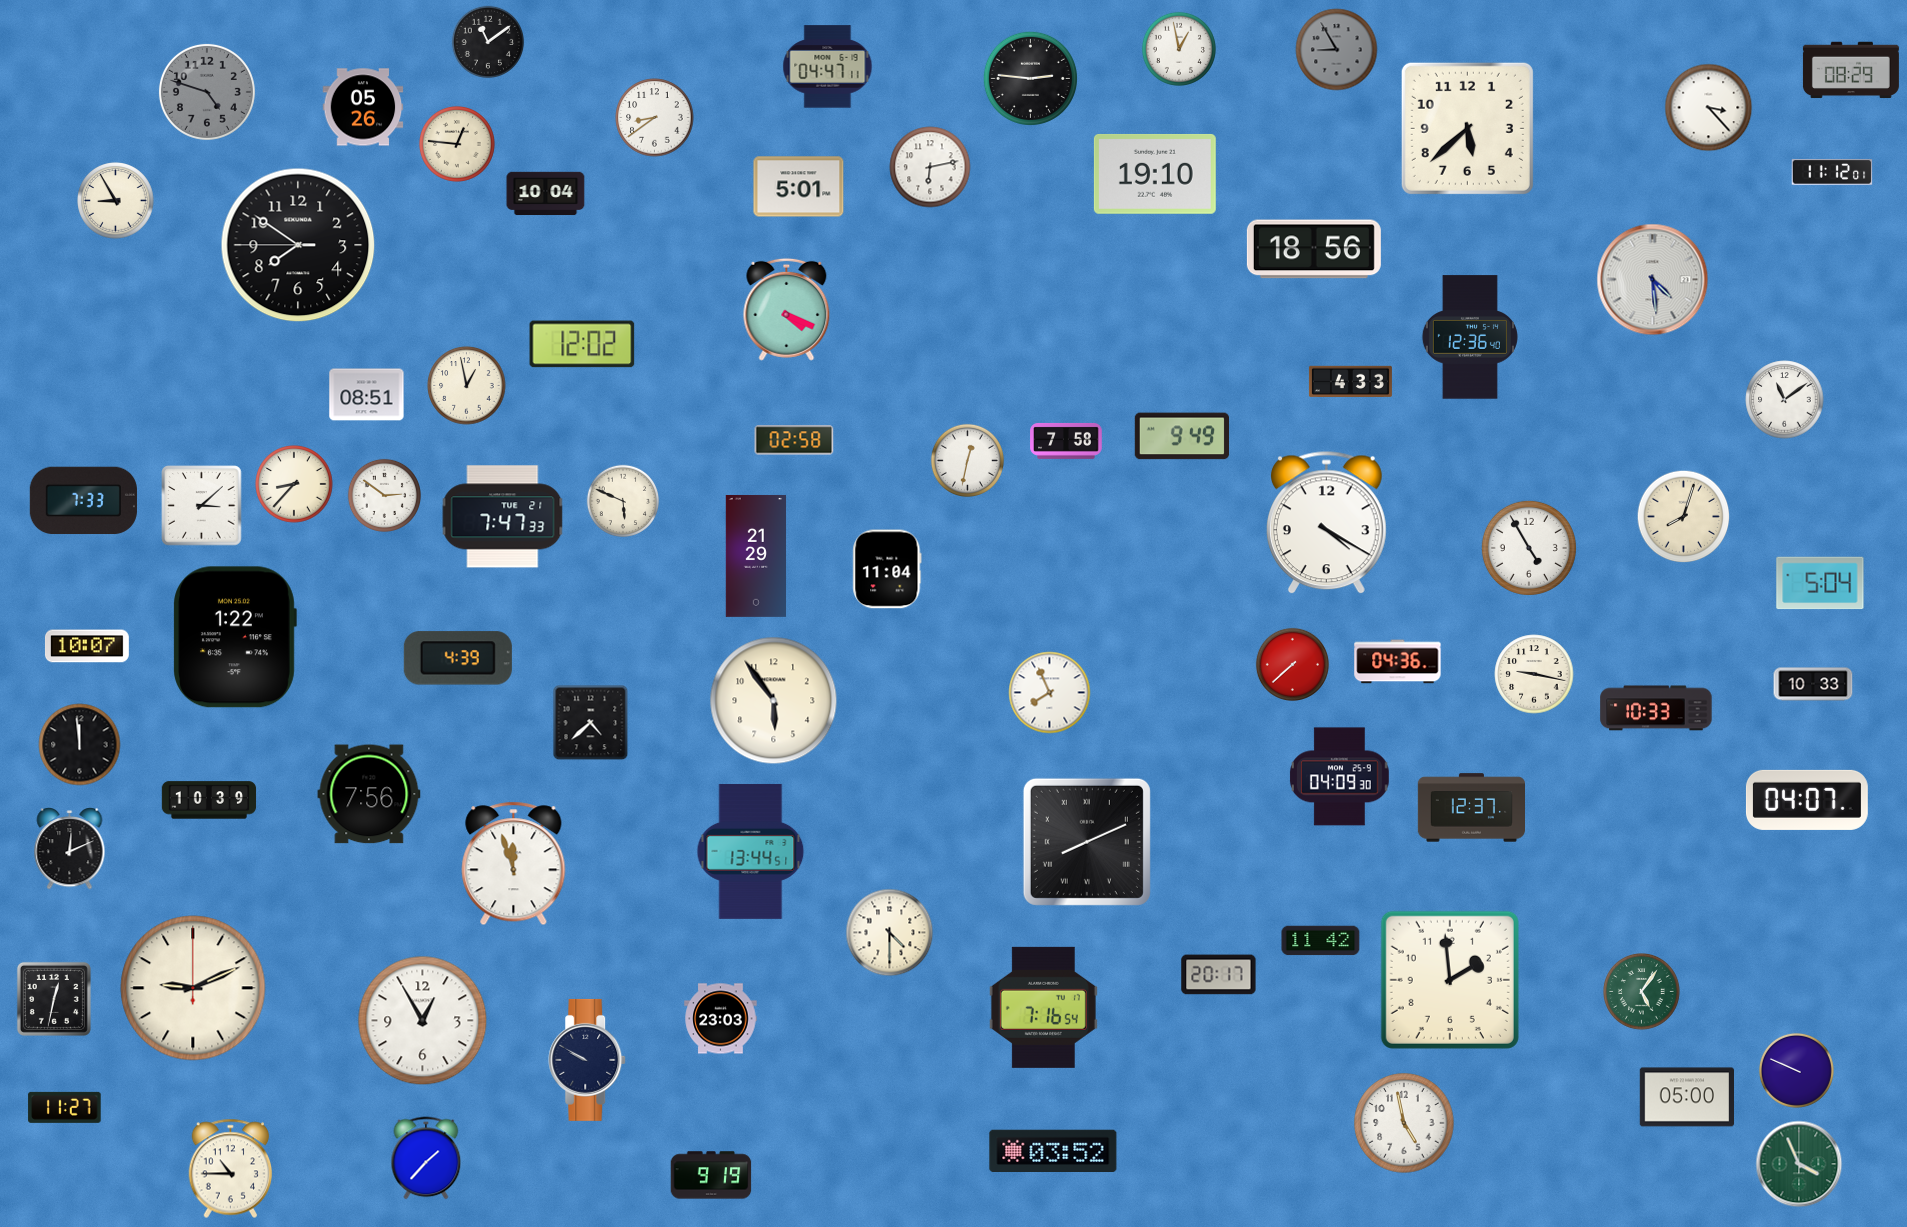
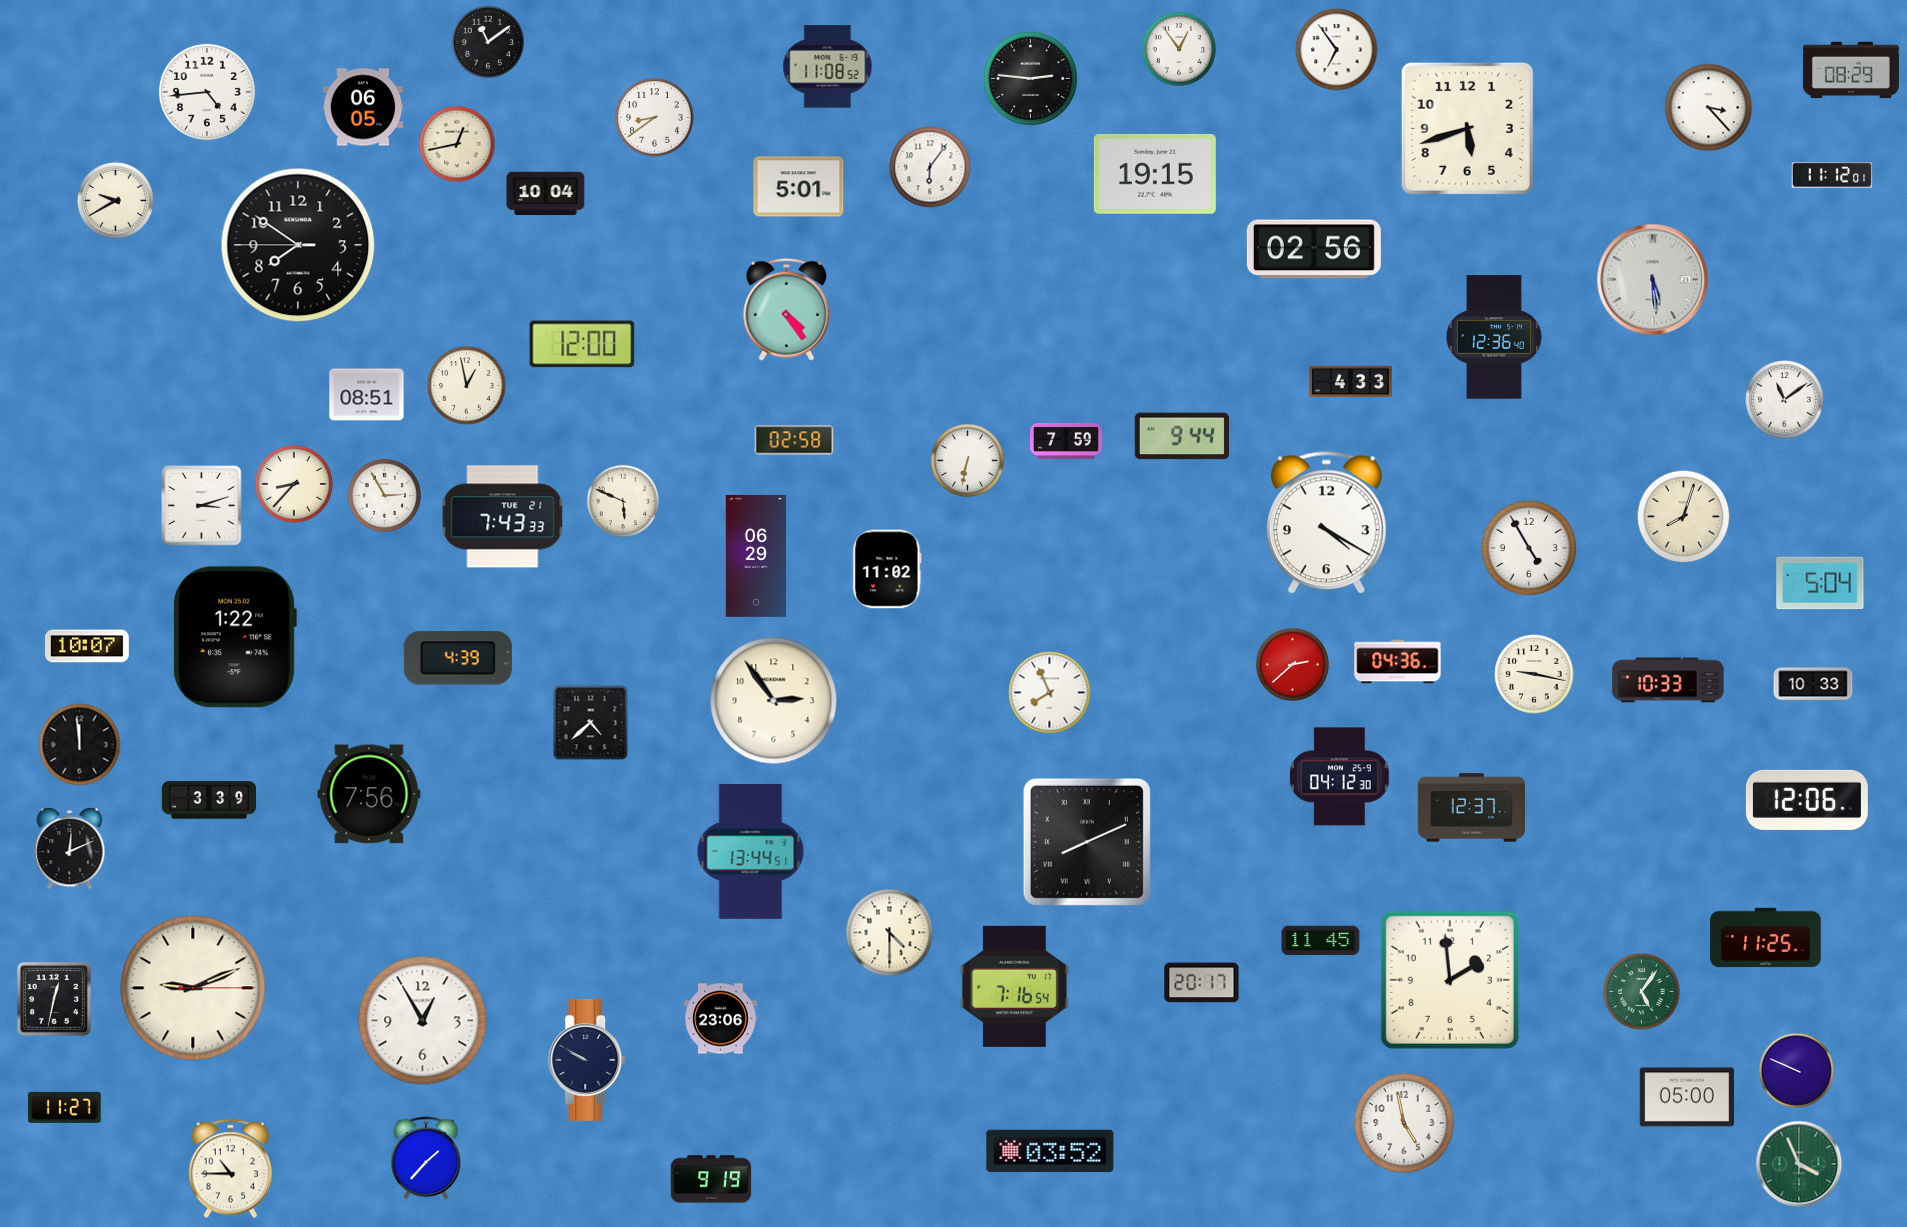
clock at (1179, 49): 12:58 -> 12:54
clock at (1337, 50): 8:55 -> 6:54
clock at (1337, 50) dial: grey -> white
clock at (828, 67): 04:47 -> 11:08
clock at (207, 92): 4:48 -> 4:44
clock at (207, 92) dial: grey -> white
clock at (363, 107): 05:26 -> 06:05
clock at (1467, 128): 5:38 -> 5:42
clock at (457, 144): 12:46 -> 12:43
clock at (930, 167): 6:13 -> 6:06
clock at (1832, 172) position: (1832, 172) -> (1832, 175)
clock at (1155, 174): 19:10 -> 19:15
clock at (116, 201): 8:55 -> 9:40
clock at (1314, 249): 18:56 -> 02:56
clock at (1653, 280): 4:29 -> 5:29
clock at (787, 309): 4:19 -> 4:24
clock at (1470, 337) position: (1470, 337) -> (1494, 337)
clock at (582, 344): 12:02 -> 12:00
clock at (1181, 436): 9:49 -> 9:44
clock at (1066, 441): 7:58 -> 7:59
clock at (967, 460): 12:32 -> 6:32
clock at (384, 495): 2:51 -> 2:55
clock at (83, 501): 7:33 -> none
clock at (202, 506): 3:08 -> 3:12
clock at (503, 517): 7:47 -> 7:43
clock at (756, 556): 21:29 -> 06:29
clock at (887, 569): 11:04 -> 11:02
clock at (1292, 664): 7:38 -> 2:38
clock at (774, 701): 5:54 -> 2:54
clock at (1656, 708) position: (1656, 708) -> (1668, 680)
clock at (1339, 777): 04:09 -> 04:12
clock at (209, 800): 10:39 -> 3:39
clock at (1807, 800): 04:07 -> 12:06
clock at (514, 864): 11:57 -> none
clock at (1766, 938): none -> 11:25
clock at (1321, 941): 11:42 -> 11:45
clock at (1219, 975) position: (1219, 975) -> (1202, 983)
clock at (193, 988): 9:11:00 -> 9:11:15
clock at (1043, 1007) position: (1043, 1007) -> (1014, 986)
clock at (721, 1019): 23:03 -> 23:06
clock at (1053, 1150) position: (1053, 1150) -> (1050, 1150)
clock at (711, 1175) position: (711, 1175) -> (711, 1179)
